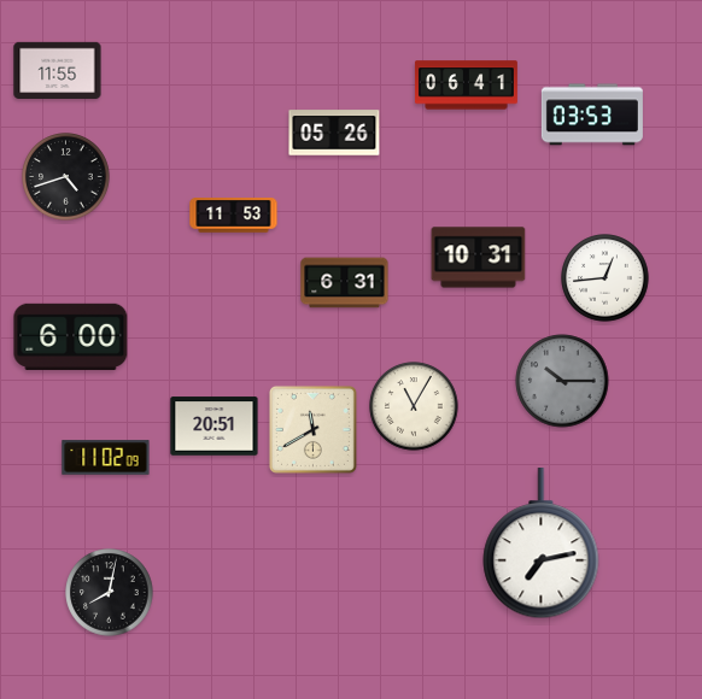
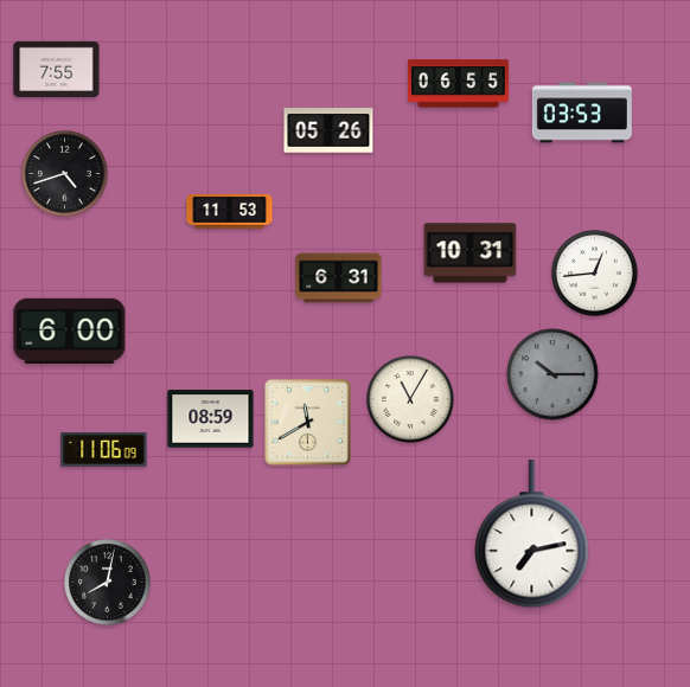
clock at (58, 70): 11:55 -> 7:55
clock at (466, 86): 06:41 -> 06:55
clock at (414, 406) position: (414, 406) -> (410, 399)
clock at (215, 427): 20:51 -> 08:59
clock at (106, 458): 11:02 -> 11:06
